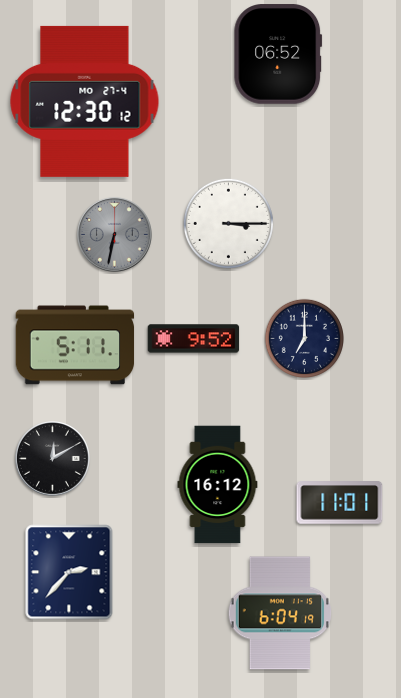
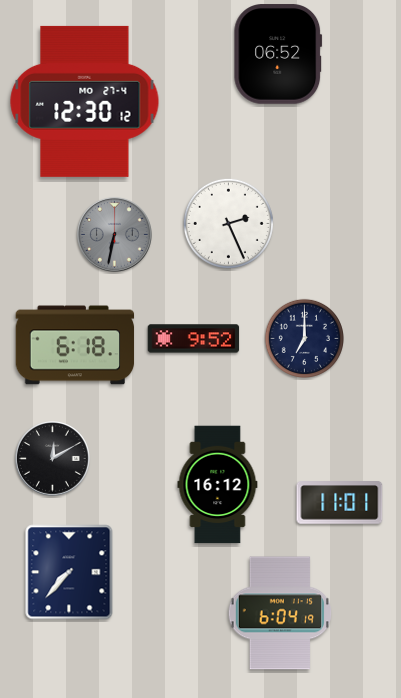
clock at (228, 223): 3:15 -> 2:26
clock at (75, 345): 5:11 -> 6:18
clock at (69, 572): 2:37 -> 7:37
